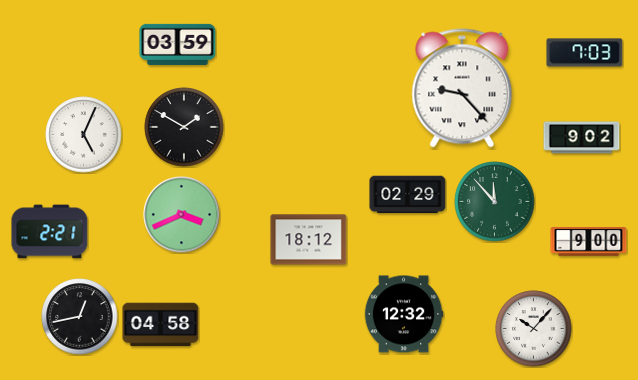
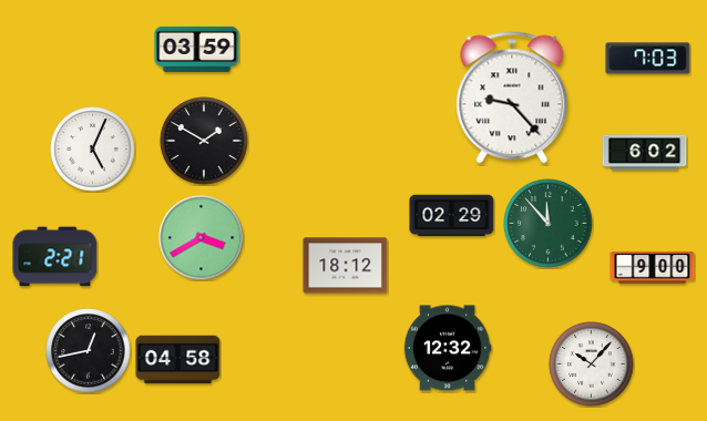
clock at (582, 138): 9:02 -> 6:02
clock at (182, 215): 3:41 -> 3:40
clock at (309, 240) position: (309, 240) -> (346, 266)
